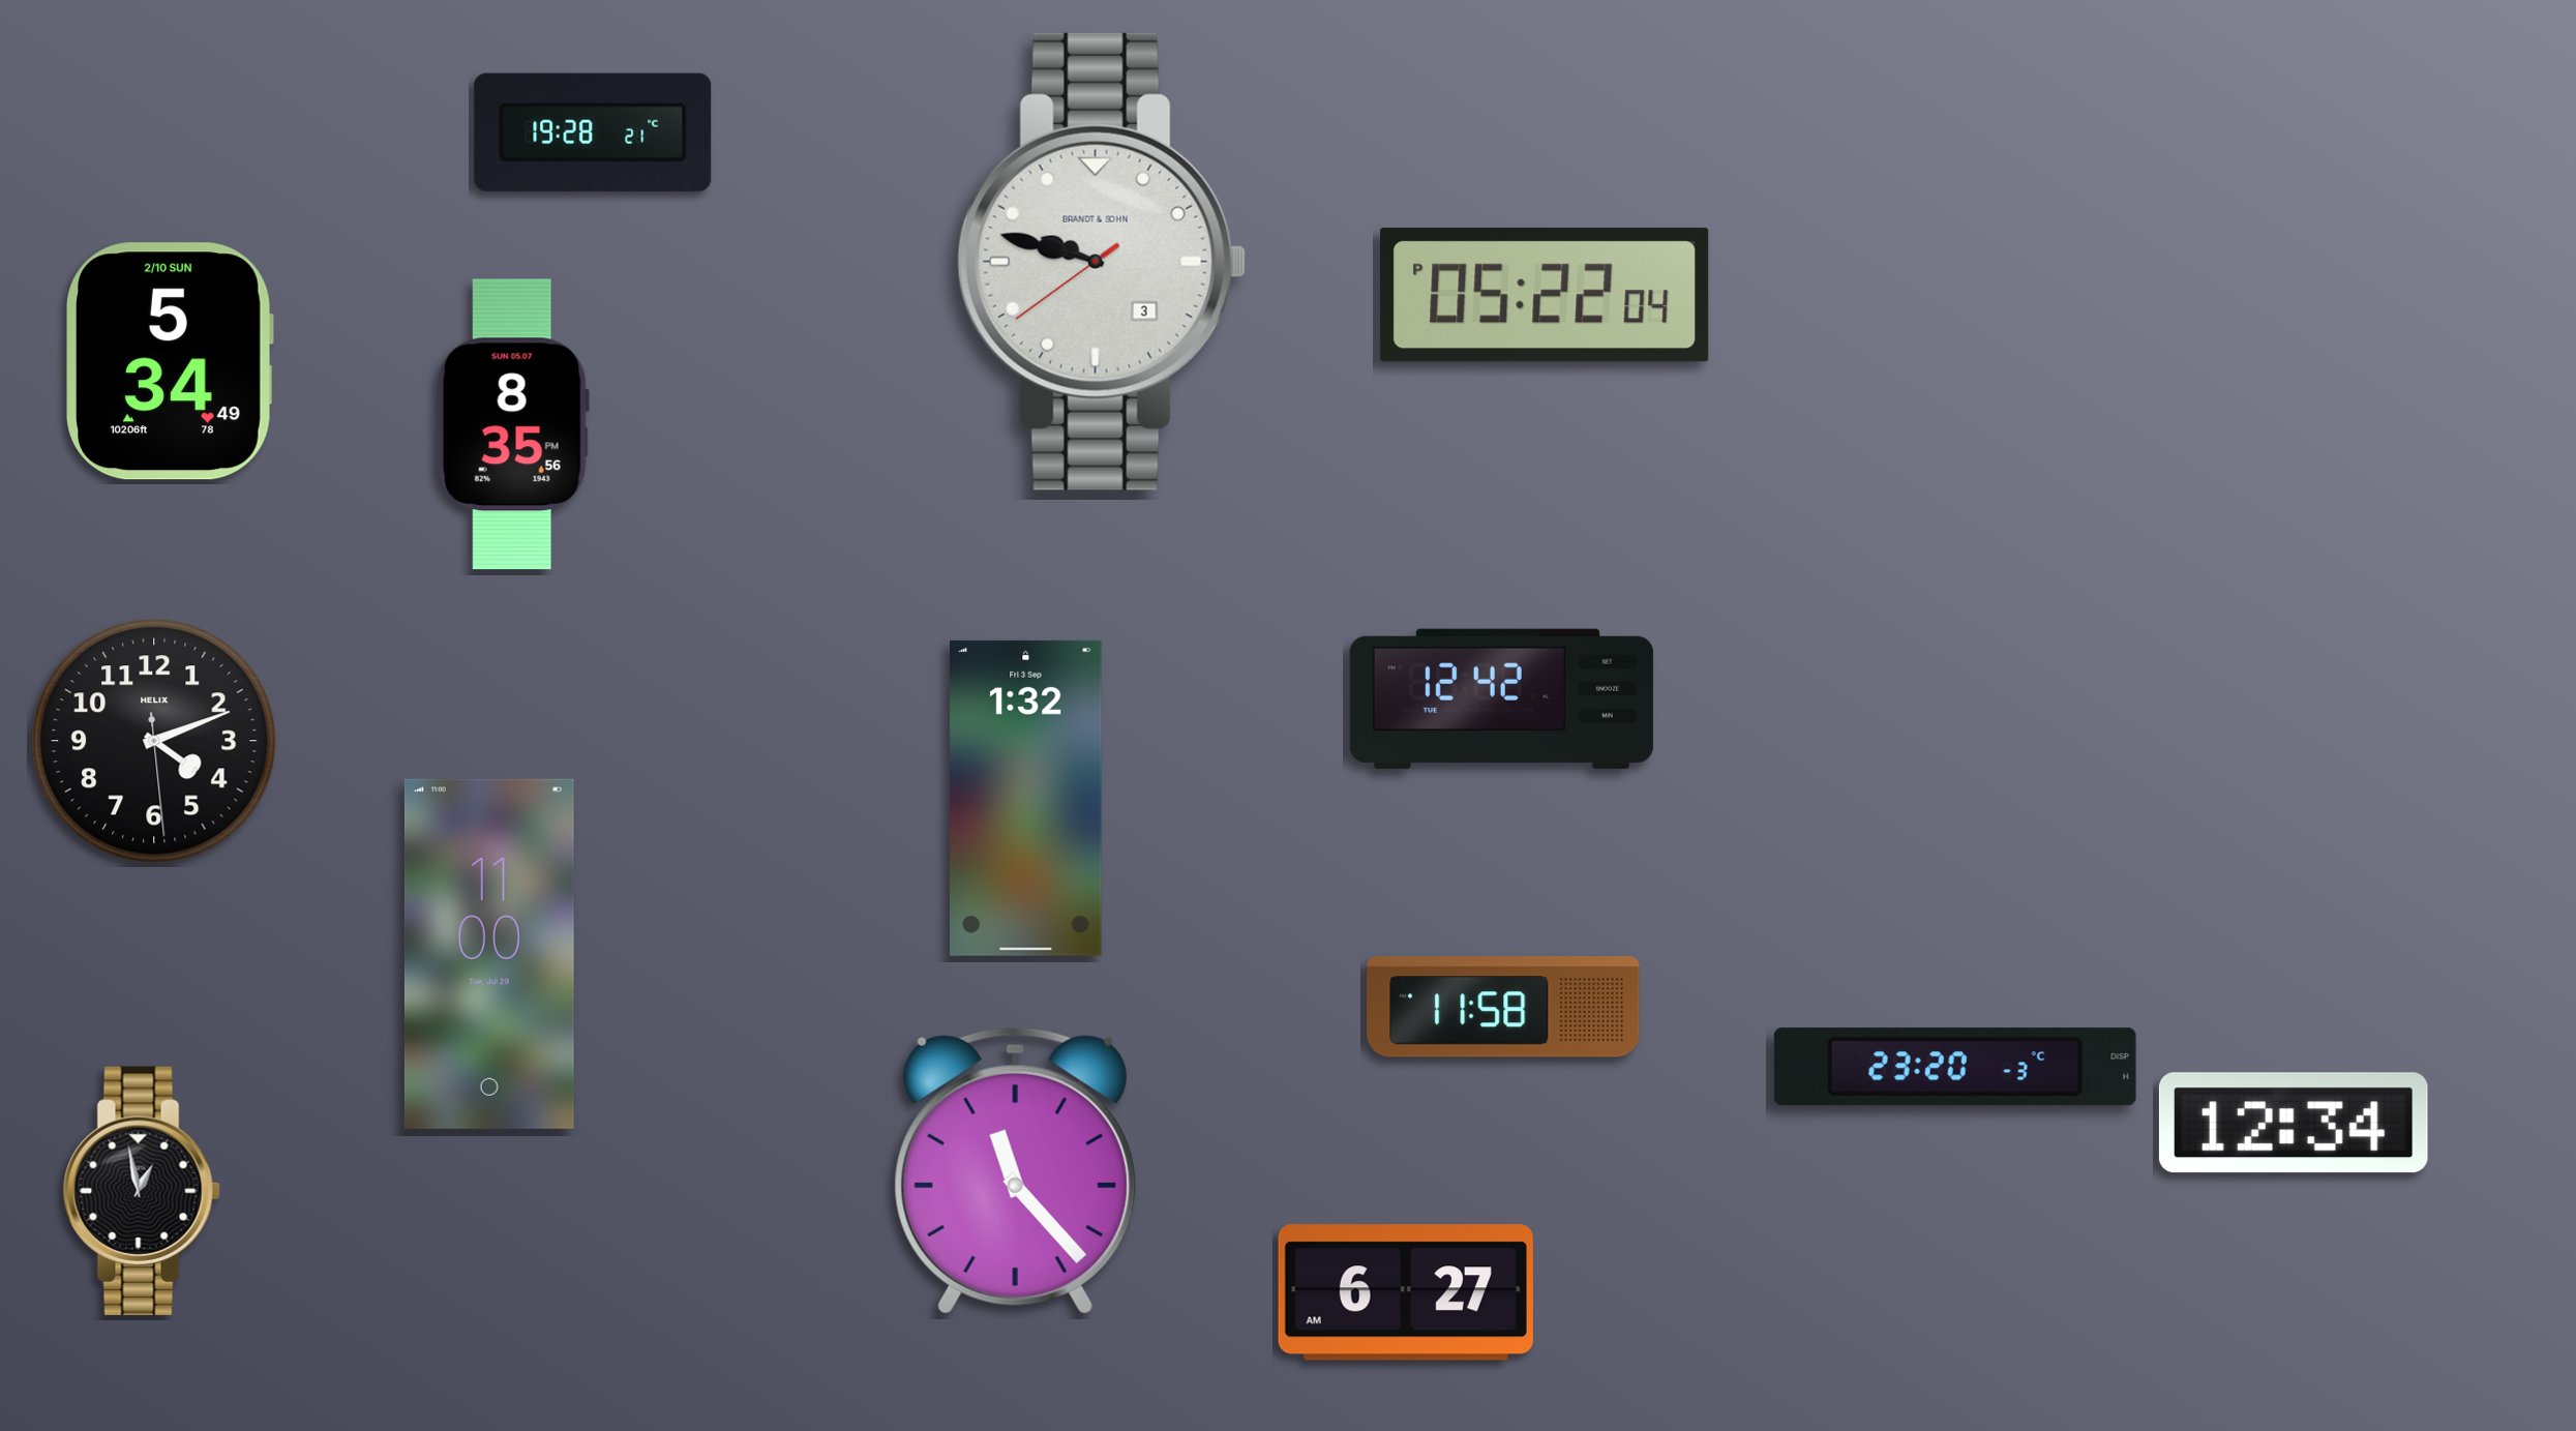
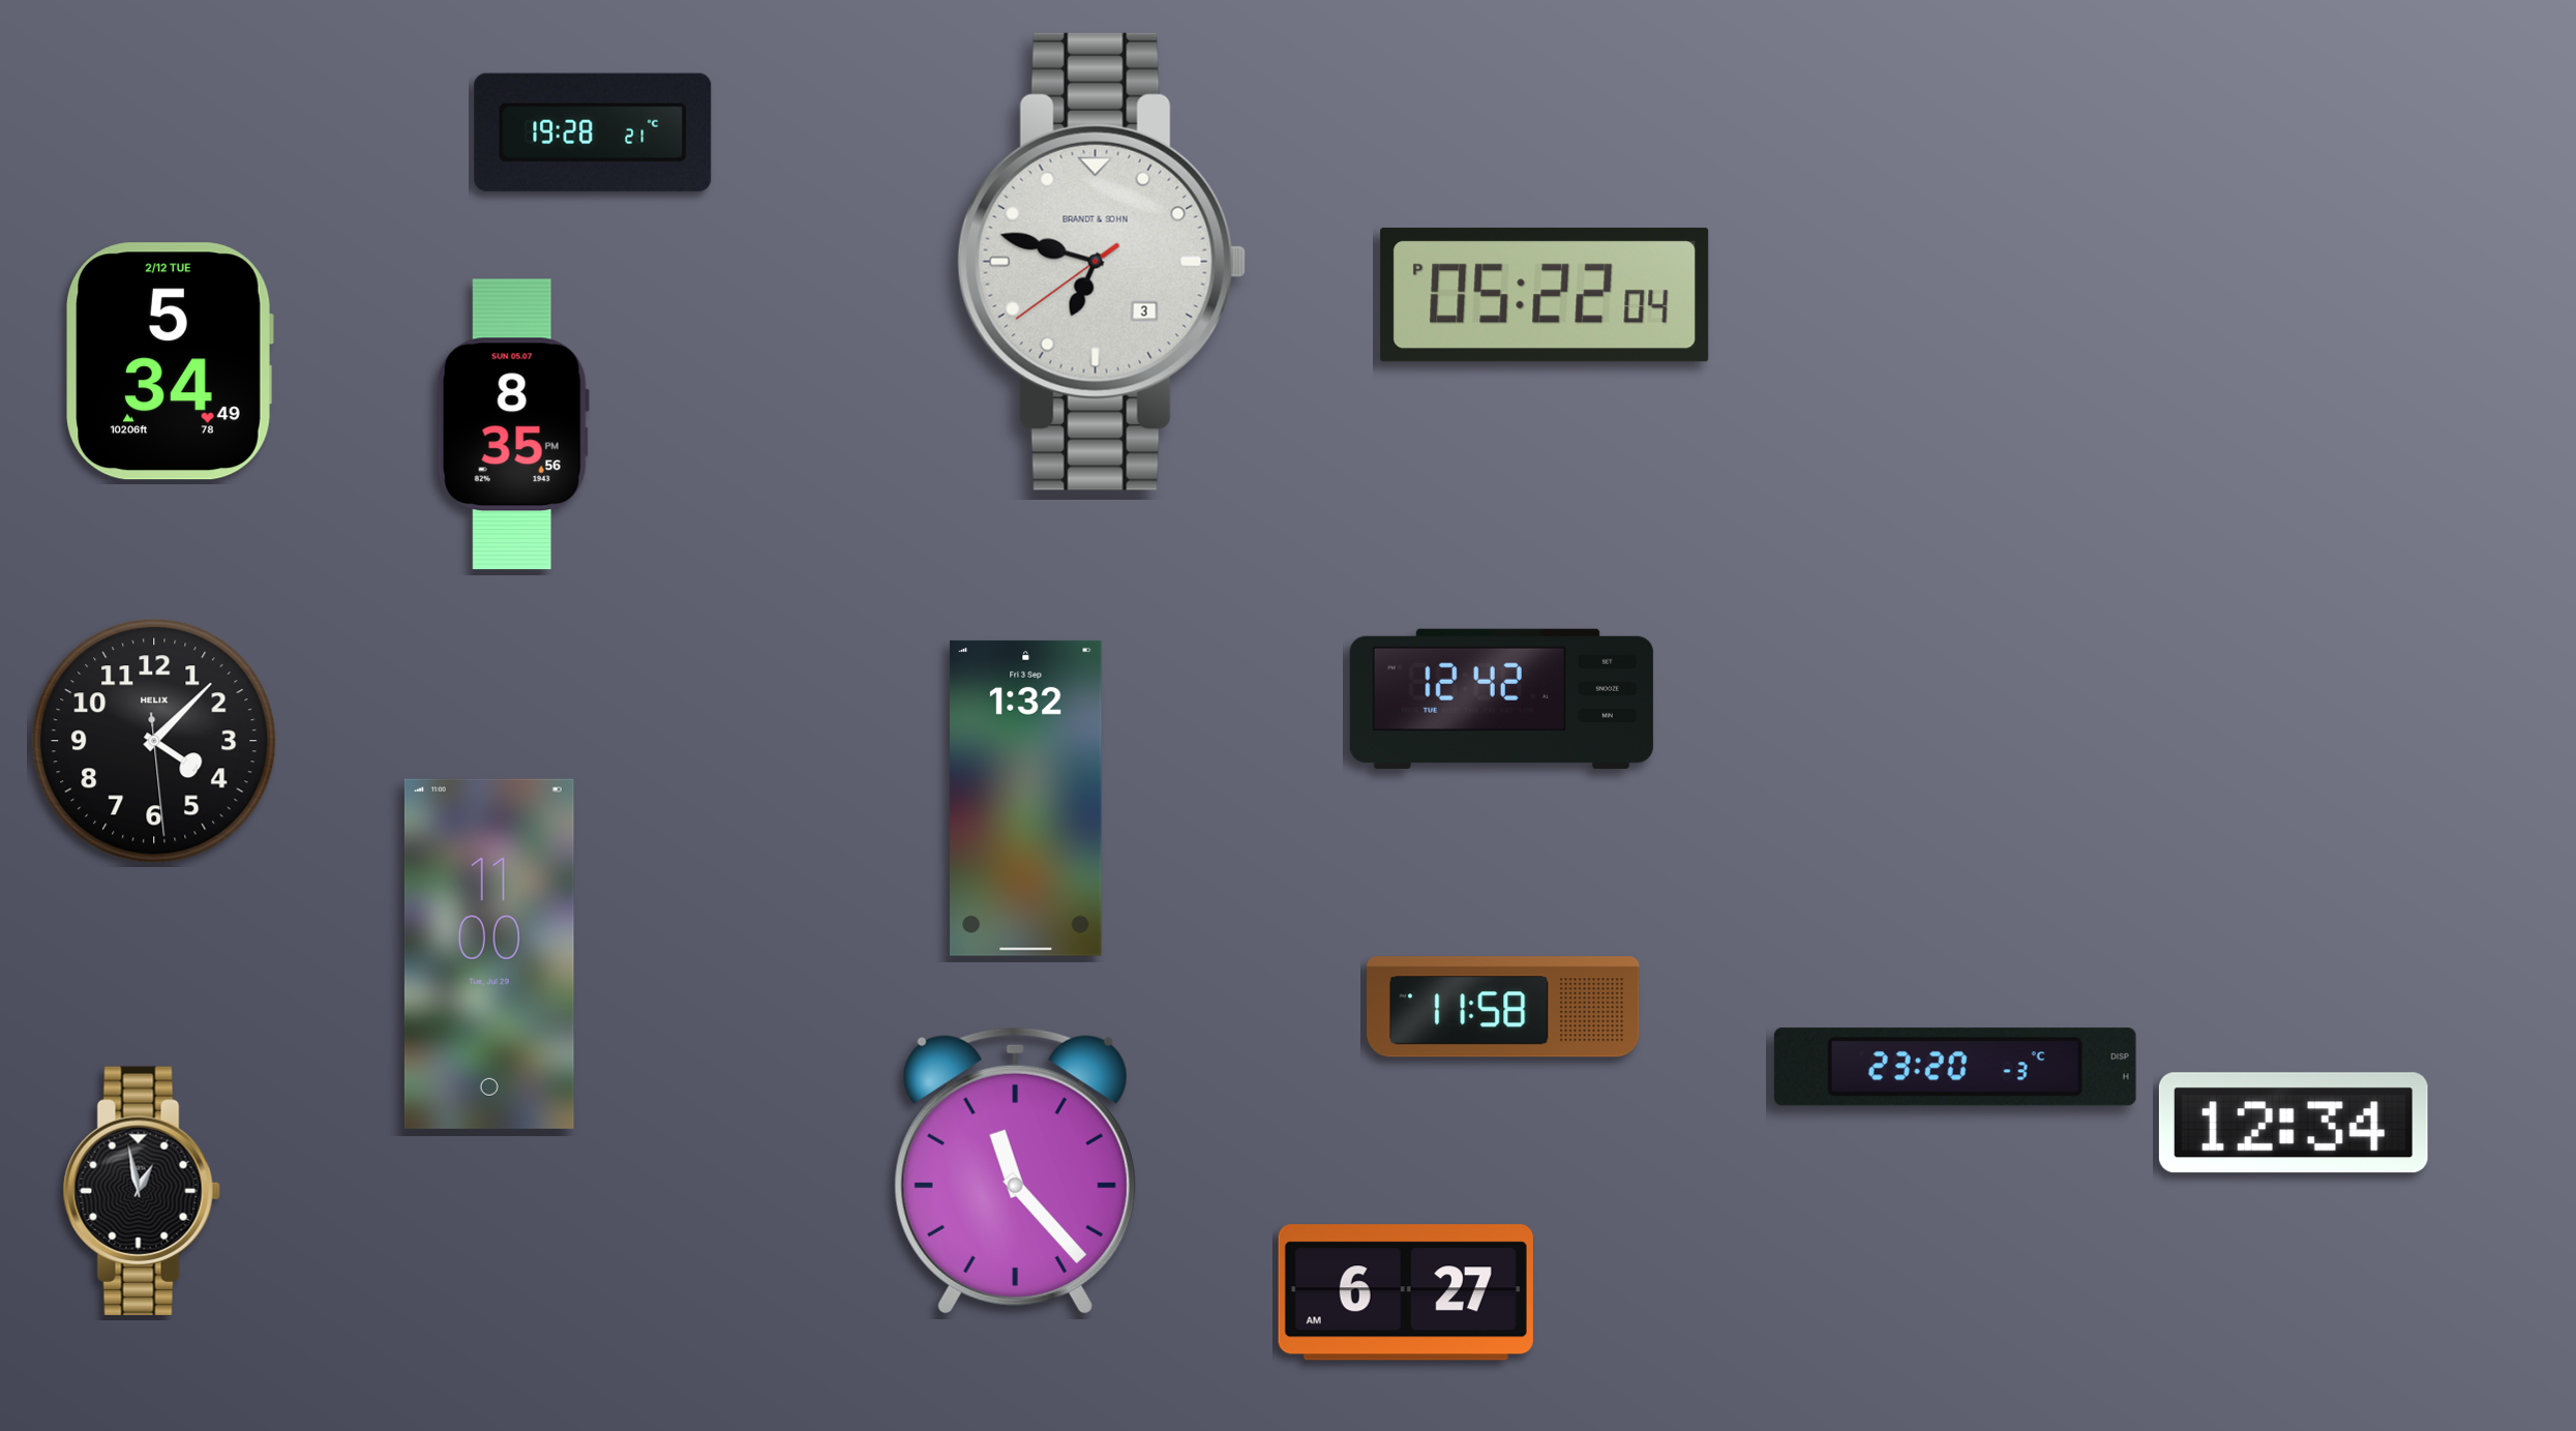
clock at (1102, 262): 9:47 -> 6:47
clock at (170, 361) date: 2/10 SUN -> 2/12 TUE
clock at (154, 741): 4:11 -> 4:07
